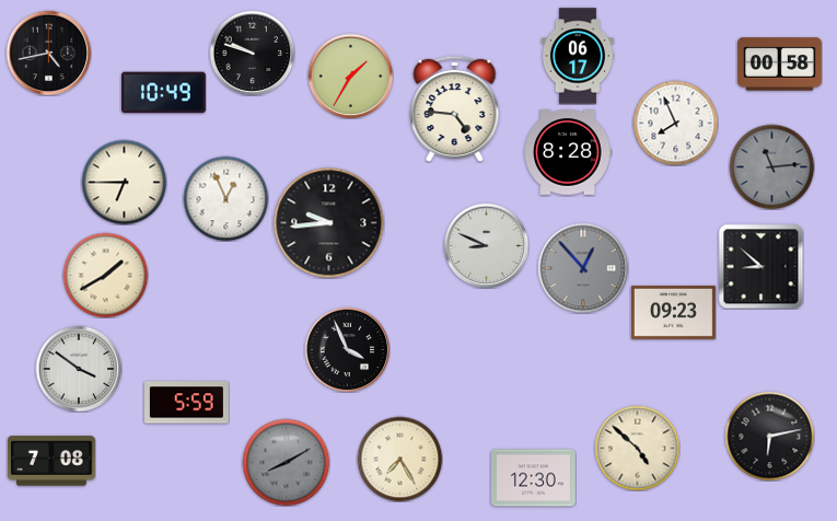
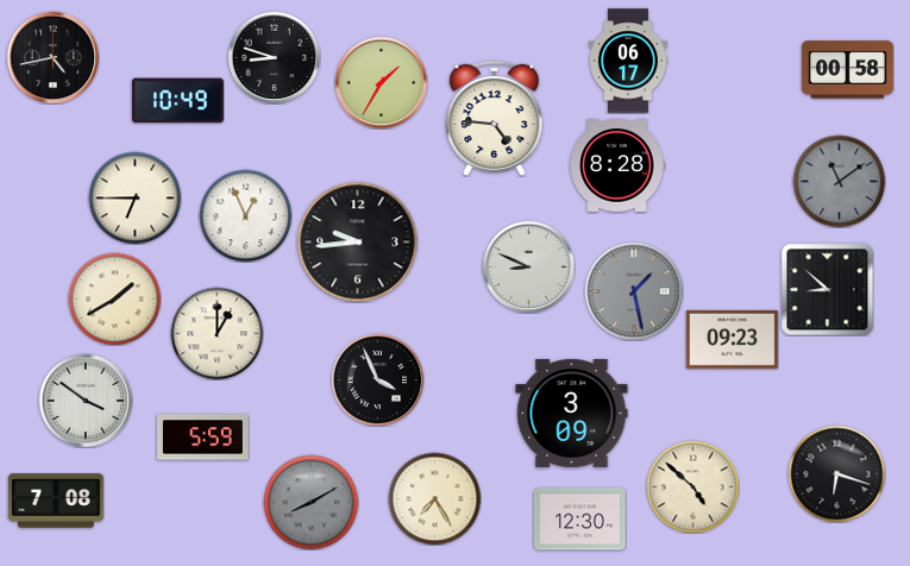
clock at (252, 53): 9:48 -> 8:48
clock at (675, 123): 7:56 -> none
clock at (771, 166): 11:14 -> 11:09
clock at (583, 268): 12:53 -> 1:28
clock at (216, 333): none -> 1:00
clock at (572, 413): none -> 3:09
clock at (769, 436): 6:13 -> 6:18
